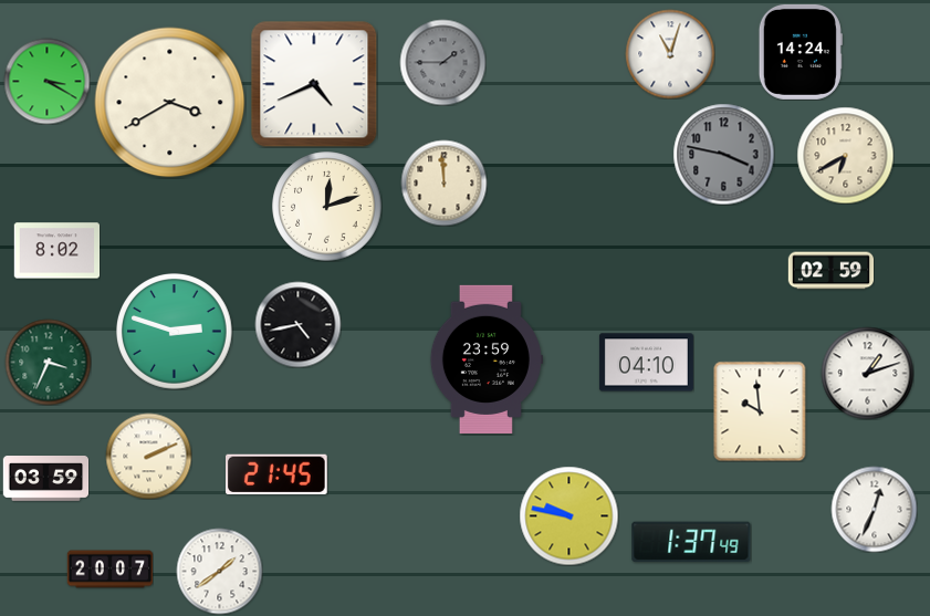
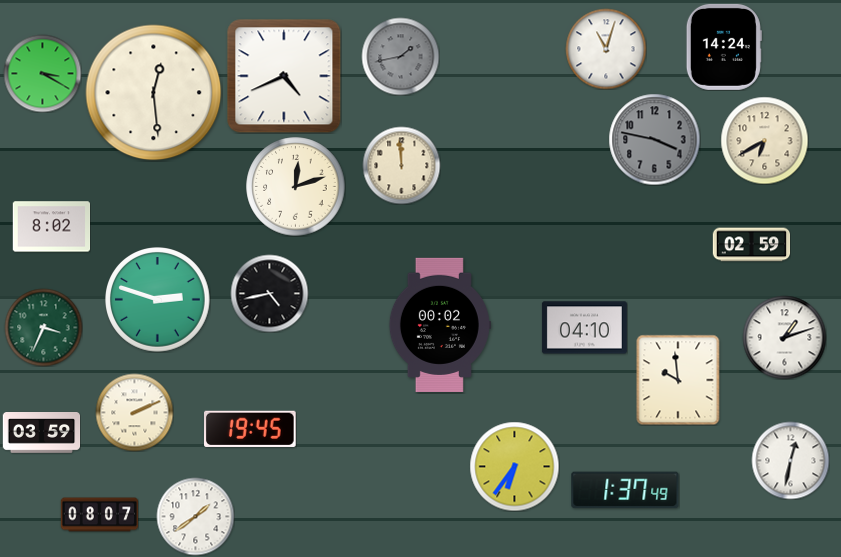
clock at (442, 62): 1:45 -> 1:43
clock at (170, 103): 3:40 -> 12:29
clock at (487, 358): 23:59 -> 00:02
clock at (760, 411) position: (760, 411) -> (678, 380)
clock at (278, 473): 21:45 -> 19:45
clock at (874, 509): 12:34 -> 12:32
clock at (568, 515): 9:47 -> 6:36
clock at (109, 570): 20:07 -> 08:07
clock at (219, 571) position: (219, 571) -> (195, 516)
